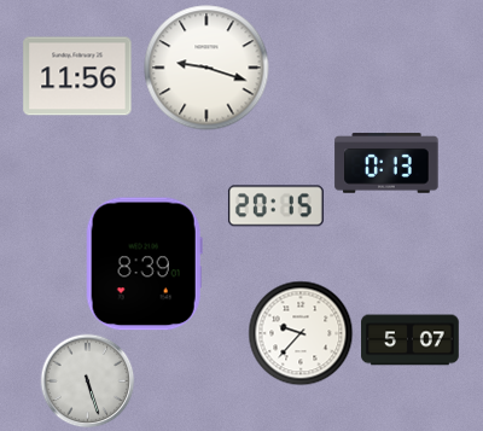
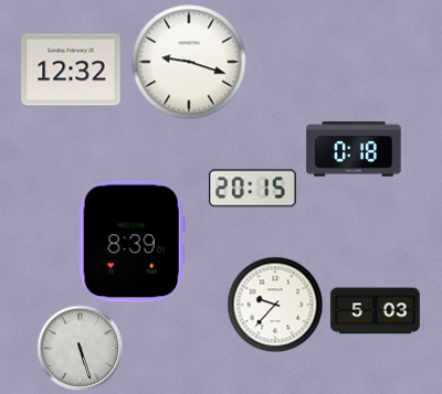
clock at (77, 76): 11:56 -> 12:32
clock at (386, 163): 0:13 -> 0:18
clock at (411, 340): 5:07 -> 5:03
